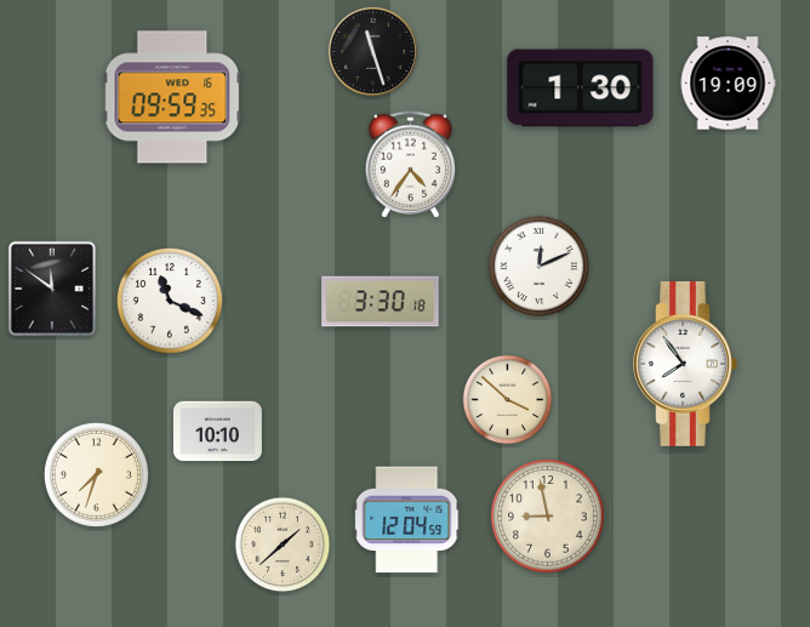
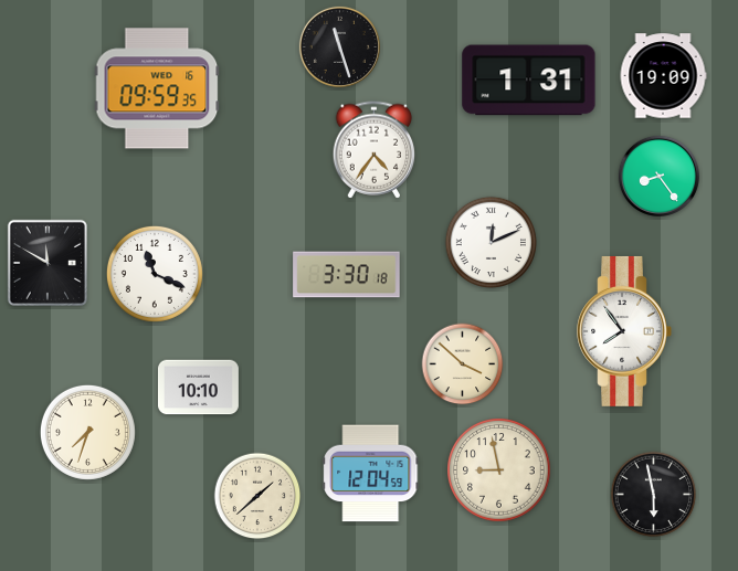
clock at (581, 89): 1:30 -> 1:31
clock at (658, 176): none -> 8:24
clock at (52, 289): 11:51 -> 11:50
clock at (217, 432) position: (217, 432) -> (198, 388)
clock at (654, 495): none -> 5:58
